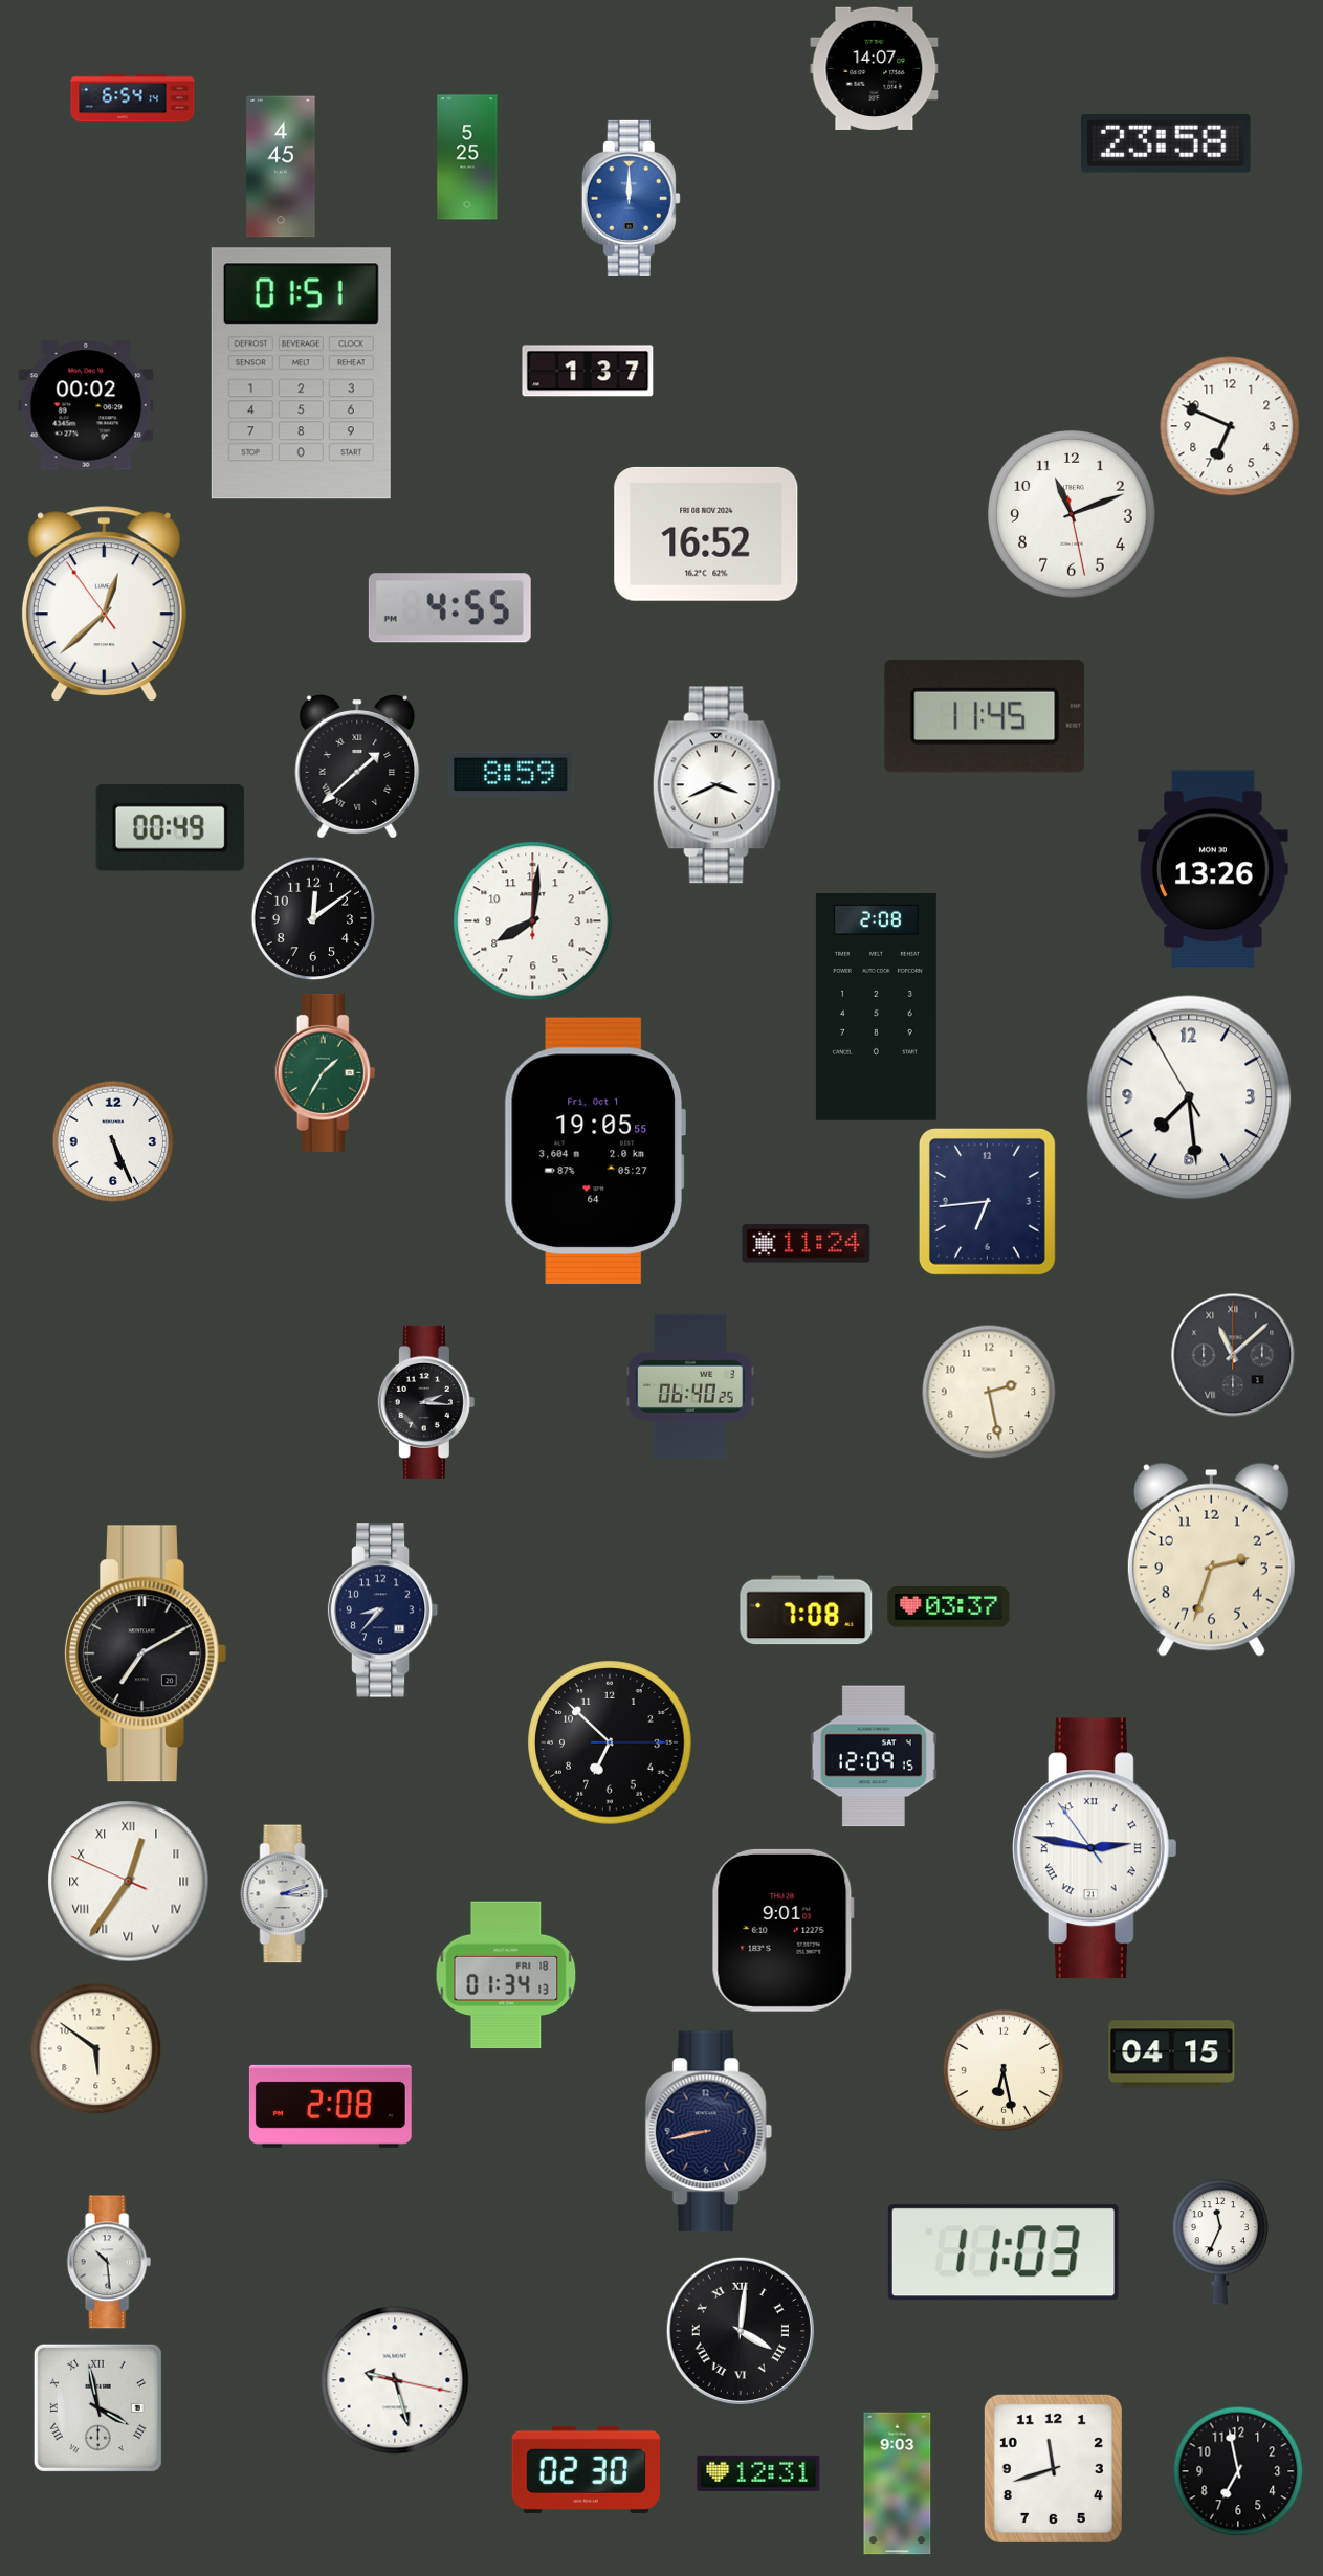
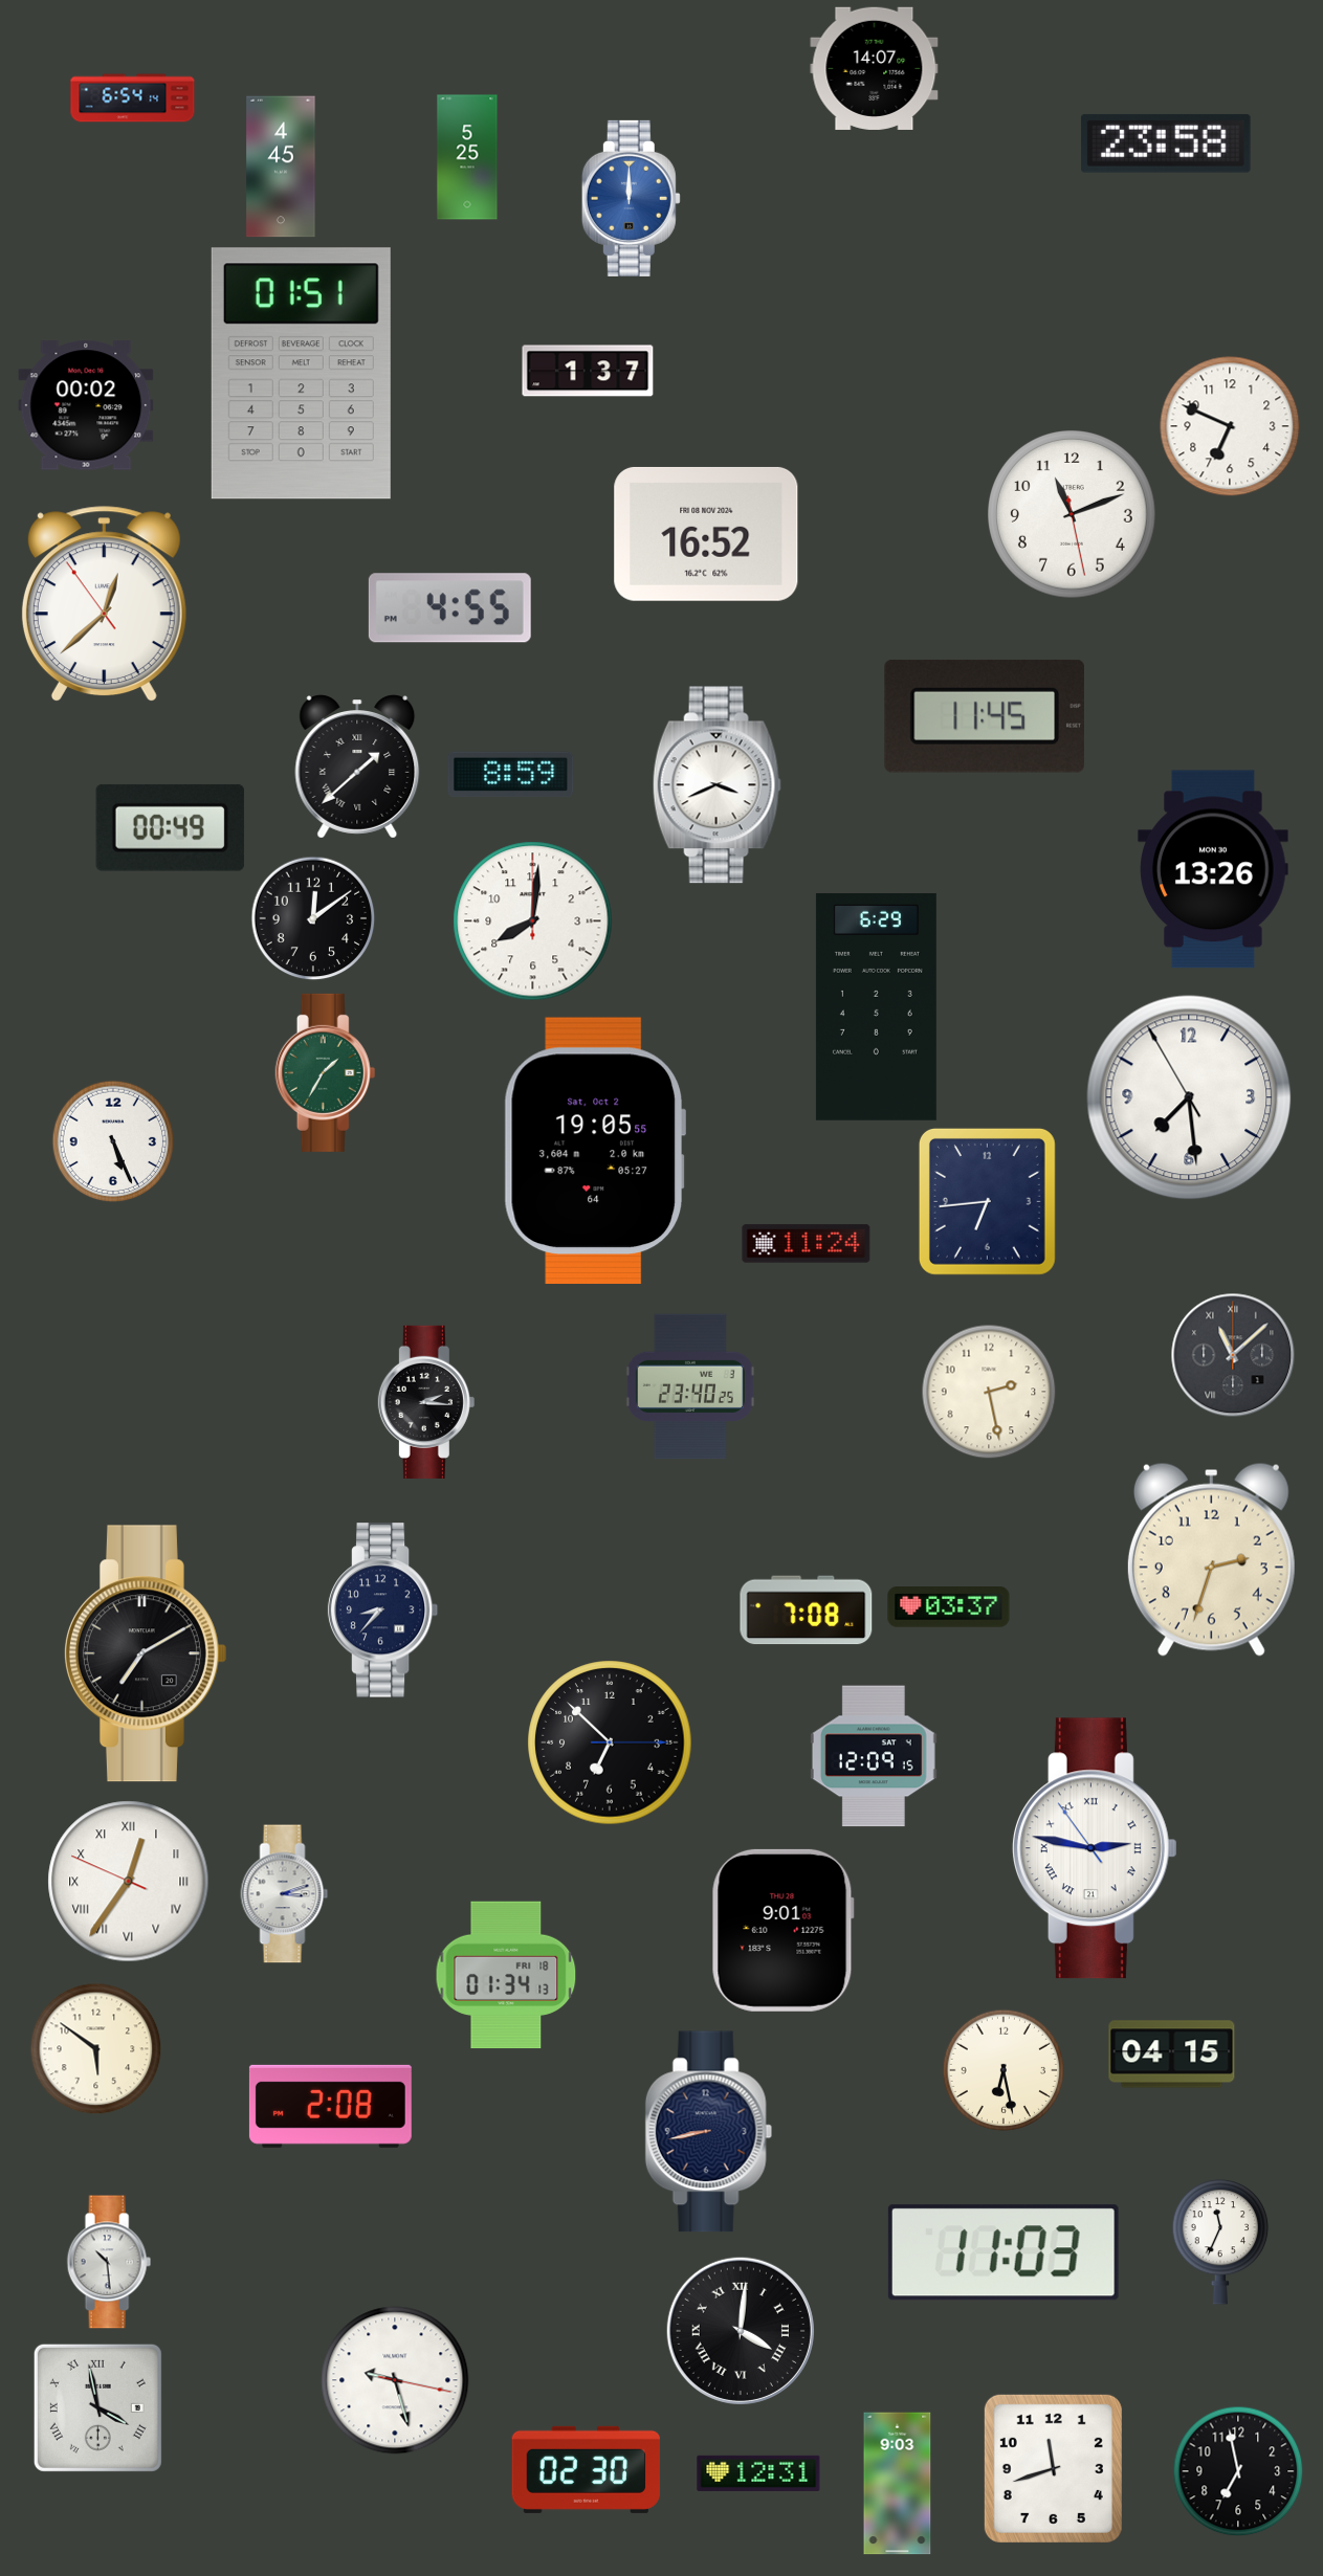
clock at (876, 1006): 2:08 -> 6:29
clock at (594, 1151) date: Fri, Oct 1 -> Sat, Oct 2
clock at (690, 1386): 06:40 -> 23:40
